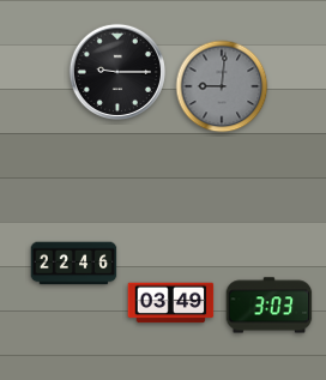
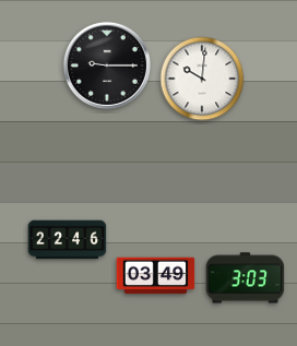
clock at (222, 86): 9:01 -> 10:01
clock at (222, 86) dial: grey -> white
